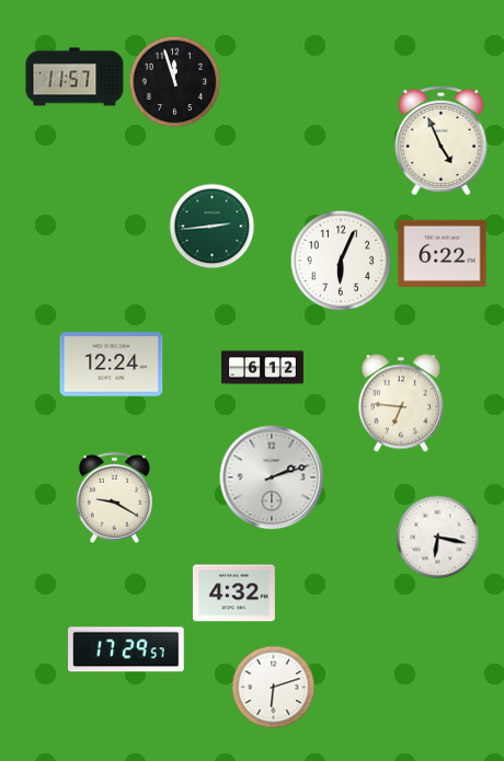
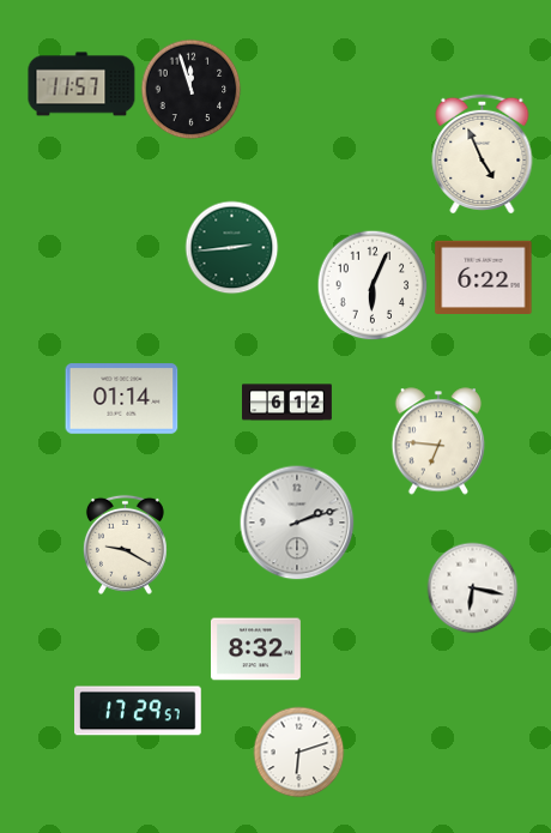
clock at (112, 365): 12:24 -> 01:14
clock at (438, 538) position: (438, 538) -> (473, 588)
clock at (233, 593): 4:32 -> 8:32
